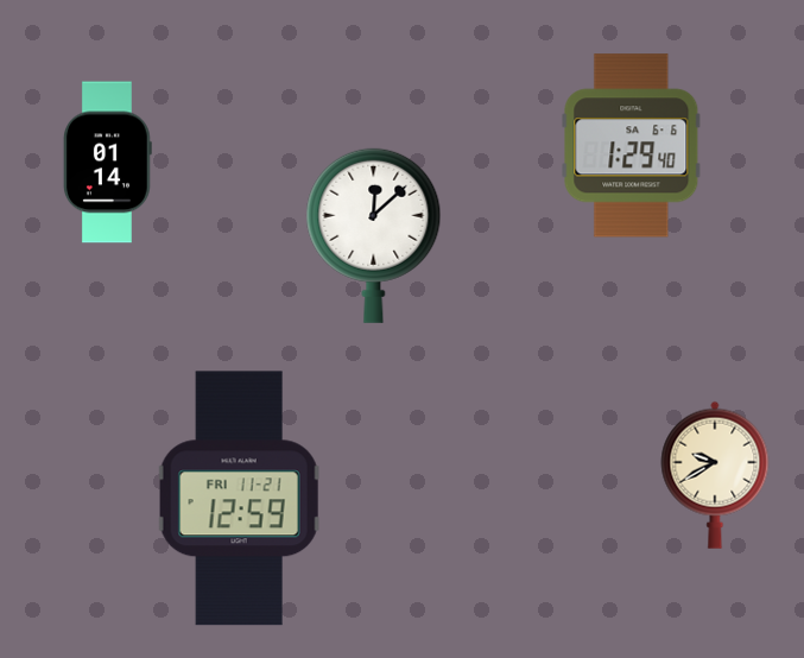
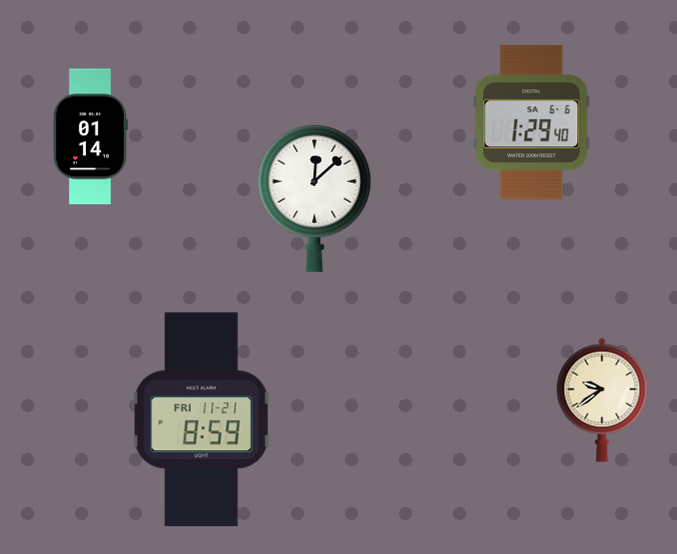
clock at (715, 475): 9:40 -> 9:39
clock at (239, 499): 12:59 -> 8:59
